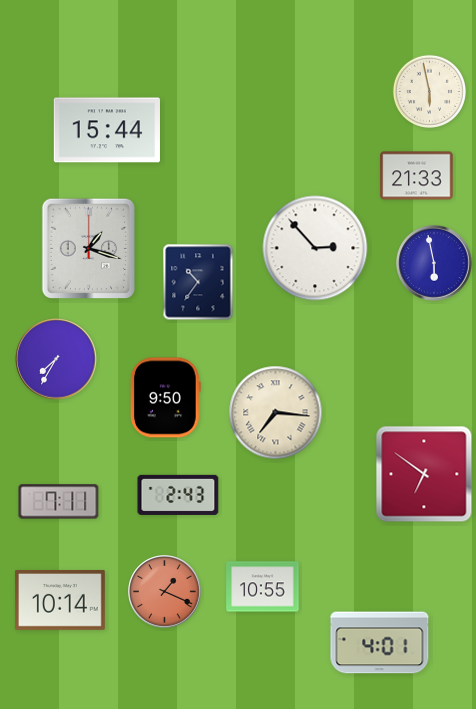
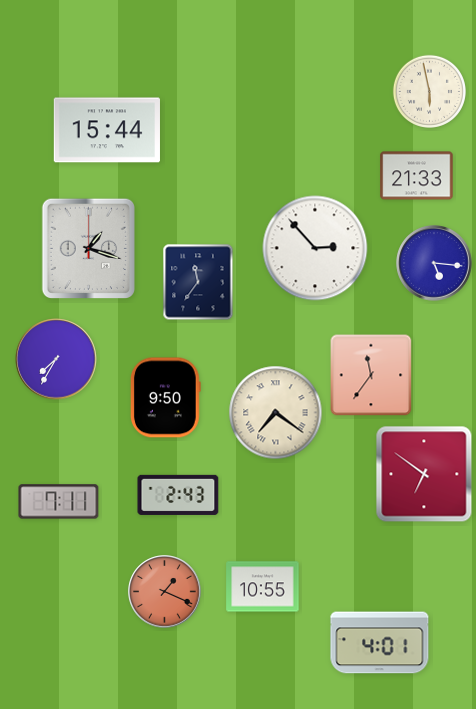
clock at (434, 263): 5:58 -> 5:16
clock at (198, 282): 10:36 -> 11:36
clock at (371, 375): none -> 11:36
clock at (276, 413): 7:16 -> 7:21
clock at (60, 600): 10:14 -> none
